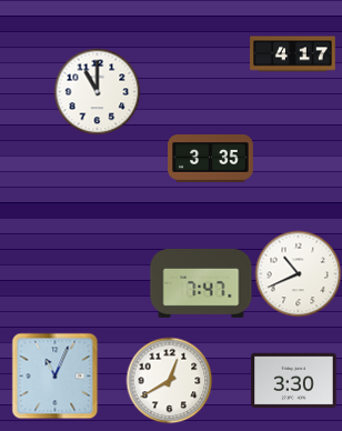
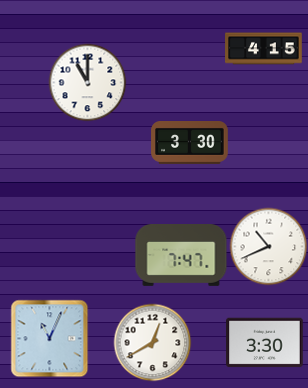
clock at (293, 54): 4:17 -> 4:15
clock at (211, 159): 3:35 -> 3:30
